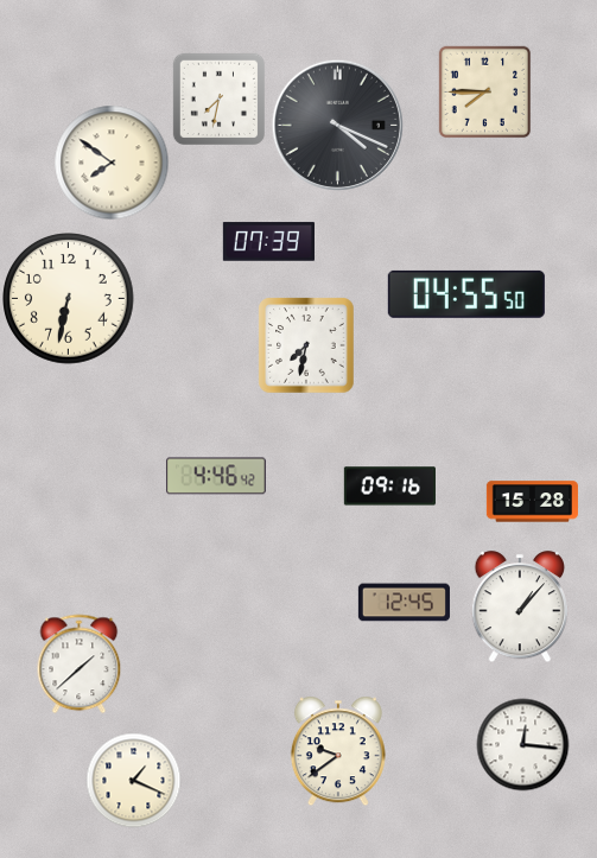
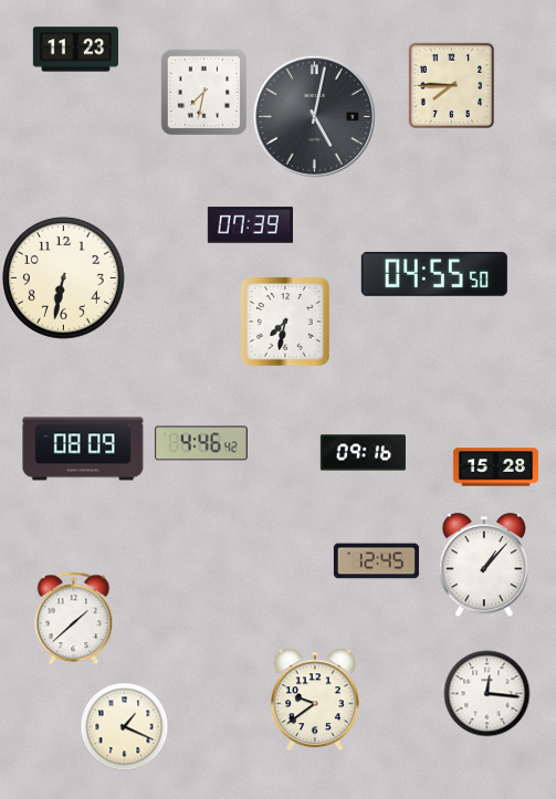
clock at (75, 50): none -> 11:23
clock at (337, 125): 4:19 -> 5:02
clock at (112, 163): 7:51 -> none
clock at (83, 449): none -> 08:09
